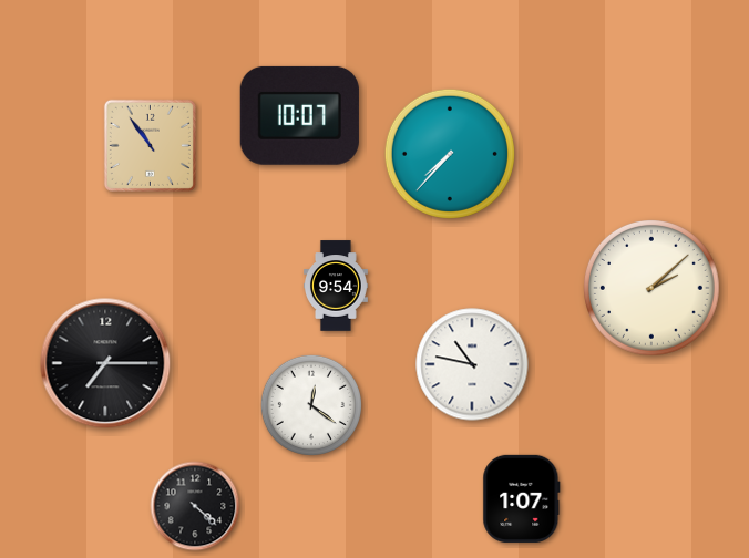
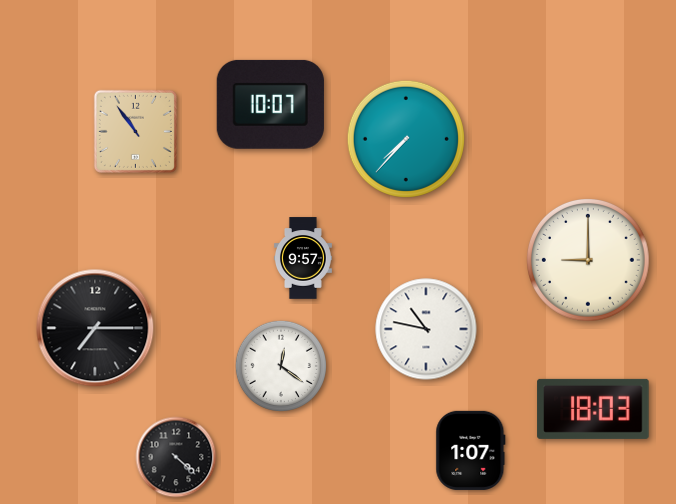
clock at (336, 286): 9:54 -> 9:57
clock at (653, 289): 2:08 -> 9:00
clock at (593, 409): none -> 18:03
